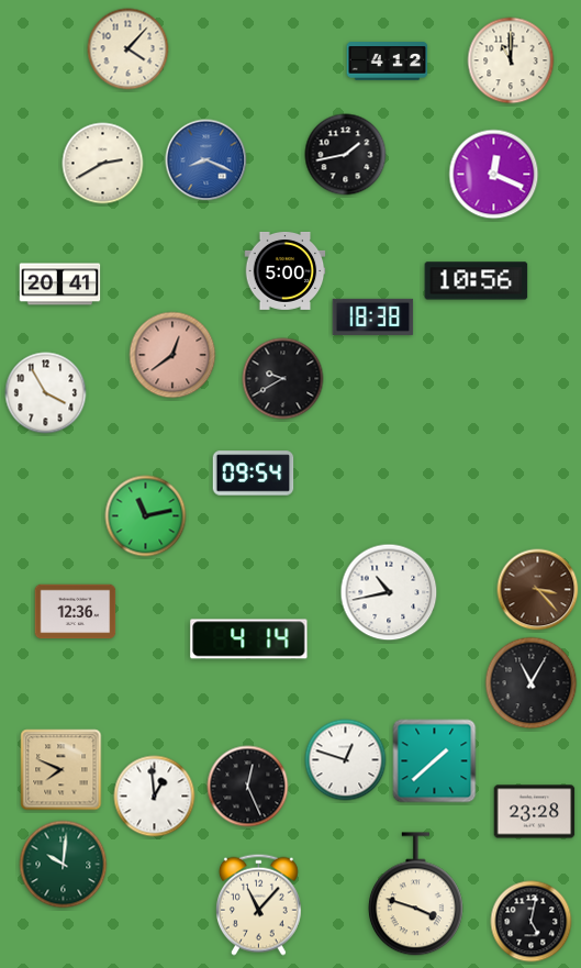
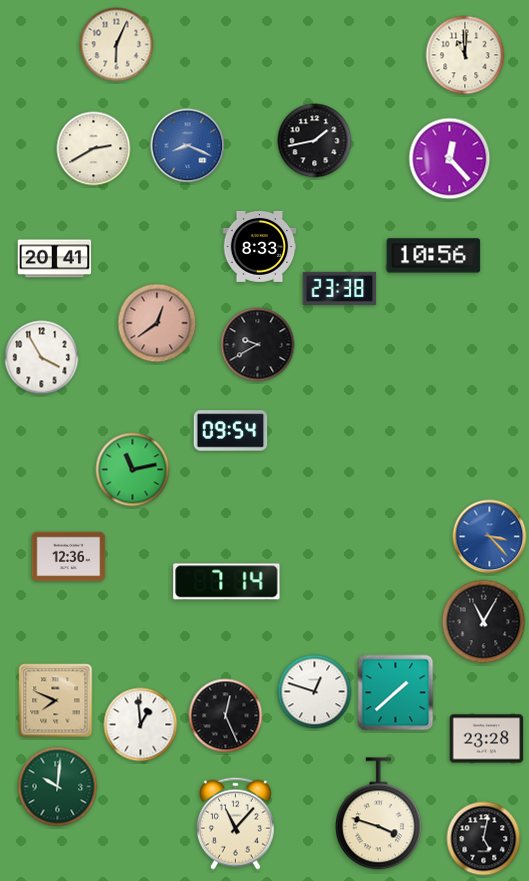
clock at (129, 49): 4:07 -> 6:04
clock at (388, 62): 4:12 -> none
clock at (494, 175): 12:19 -> 12:23
clock at (286, 271): 5:00 -> 8:33
clock at (373, 316): 18:38 -> 23:38
clock at (538, 590) dial: brown -> blue
clock at (389, 592): 10:43 -> none
clock at (249, 639): 4:14 -> 7:14
